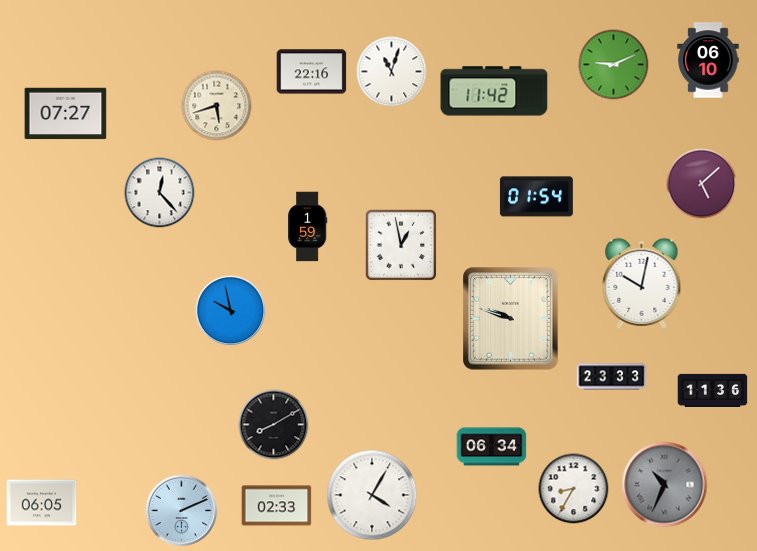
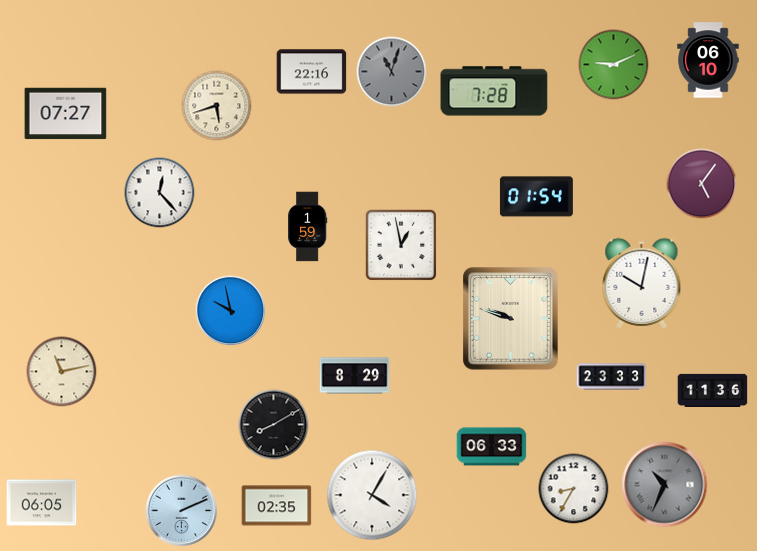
clock at (392, 72) dial: white -> grey
clock at (494, 91): 11:42 -> 7:28
clock at (702, 184): 5:08 -> 5:06
clock at (62, 372): none -> 11:13
clock at (355, 376): none -> 8:29
clock at (492, 447): 06:34 -> 06:33
clock at (277, 506): 02:33 -> 02:35
